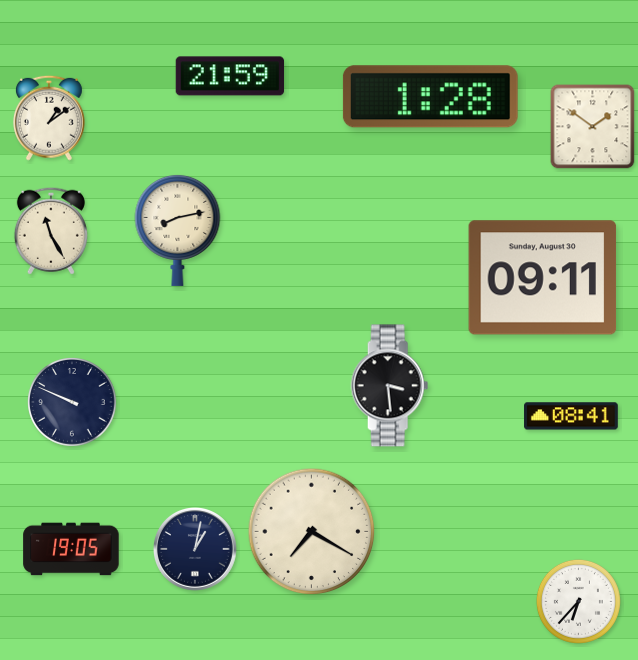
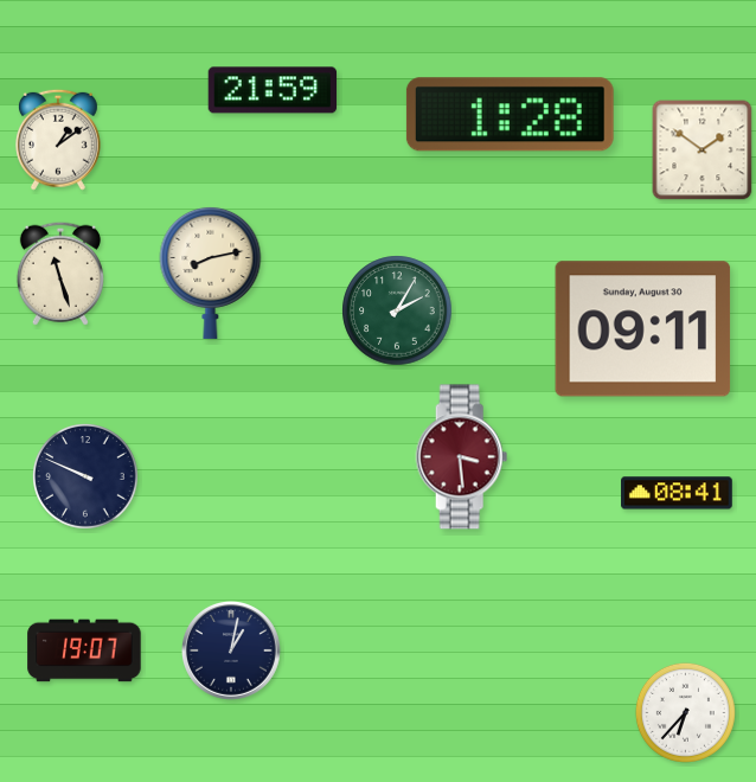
clock at (51, 231): 11:25 -> 11:27
clock at (397, 310): none -> 2:05
clock at (390, 386) dial: black -> burgundy
clock at (312, 532): 7:20 -> none
clock at (71, 549): 19:05 -> 19:07
